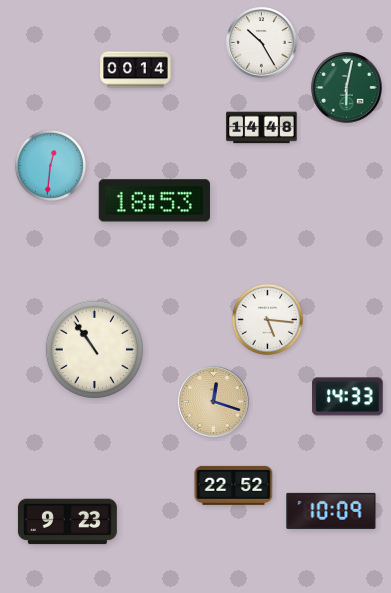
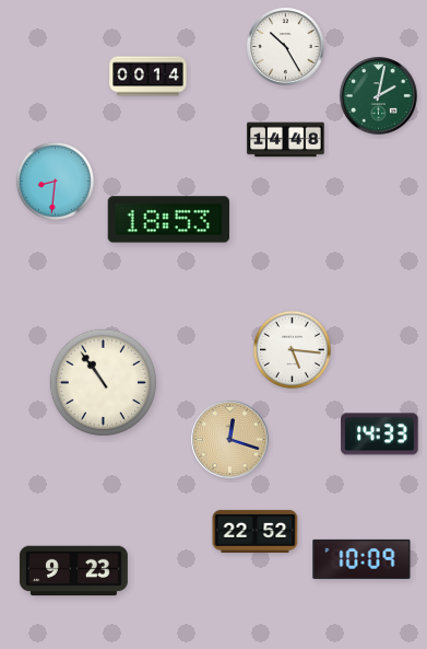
clock at (347, 88): 6:02 -> 2:02
clock at (50, 165): 12:31 -> 8:31
clock at (214, 402) position: (214, 402) -> (230, 440)
